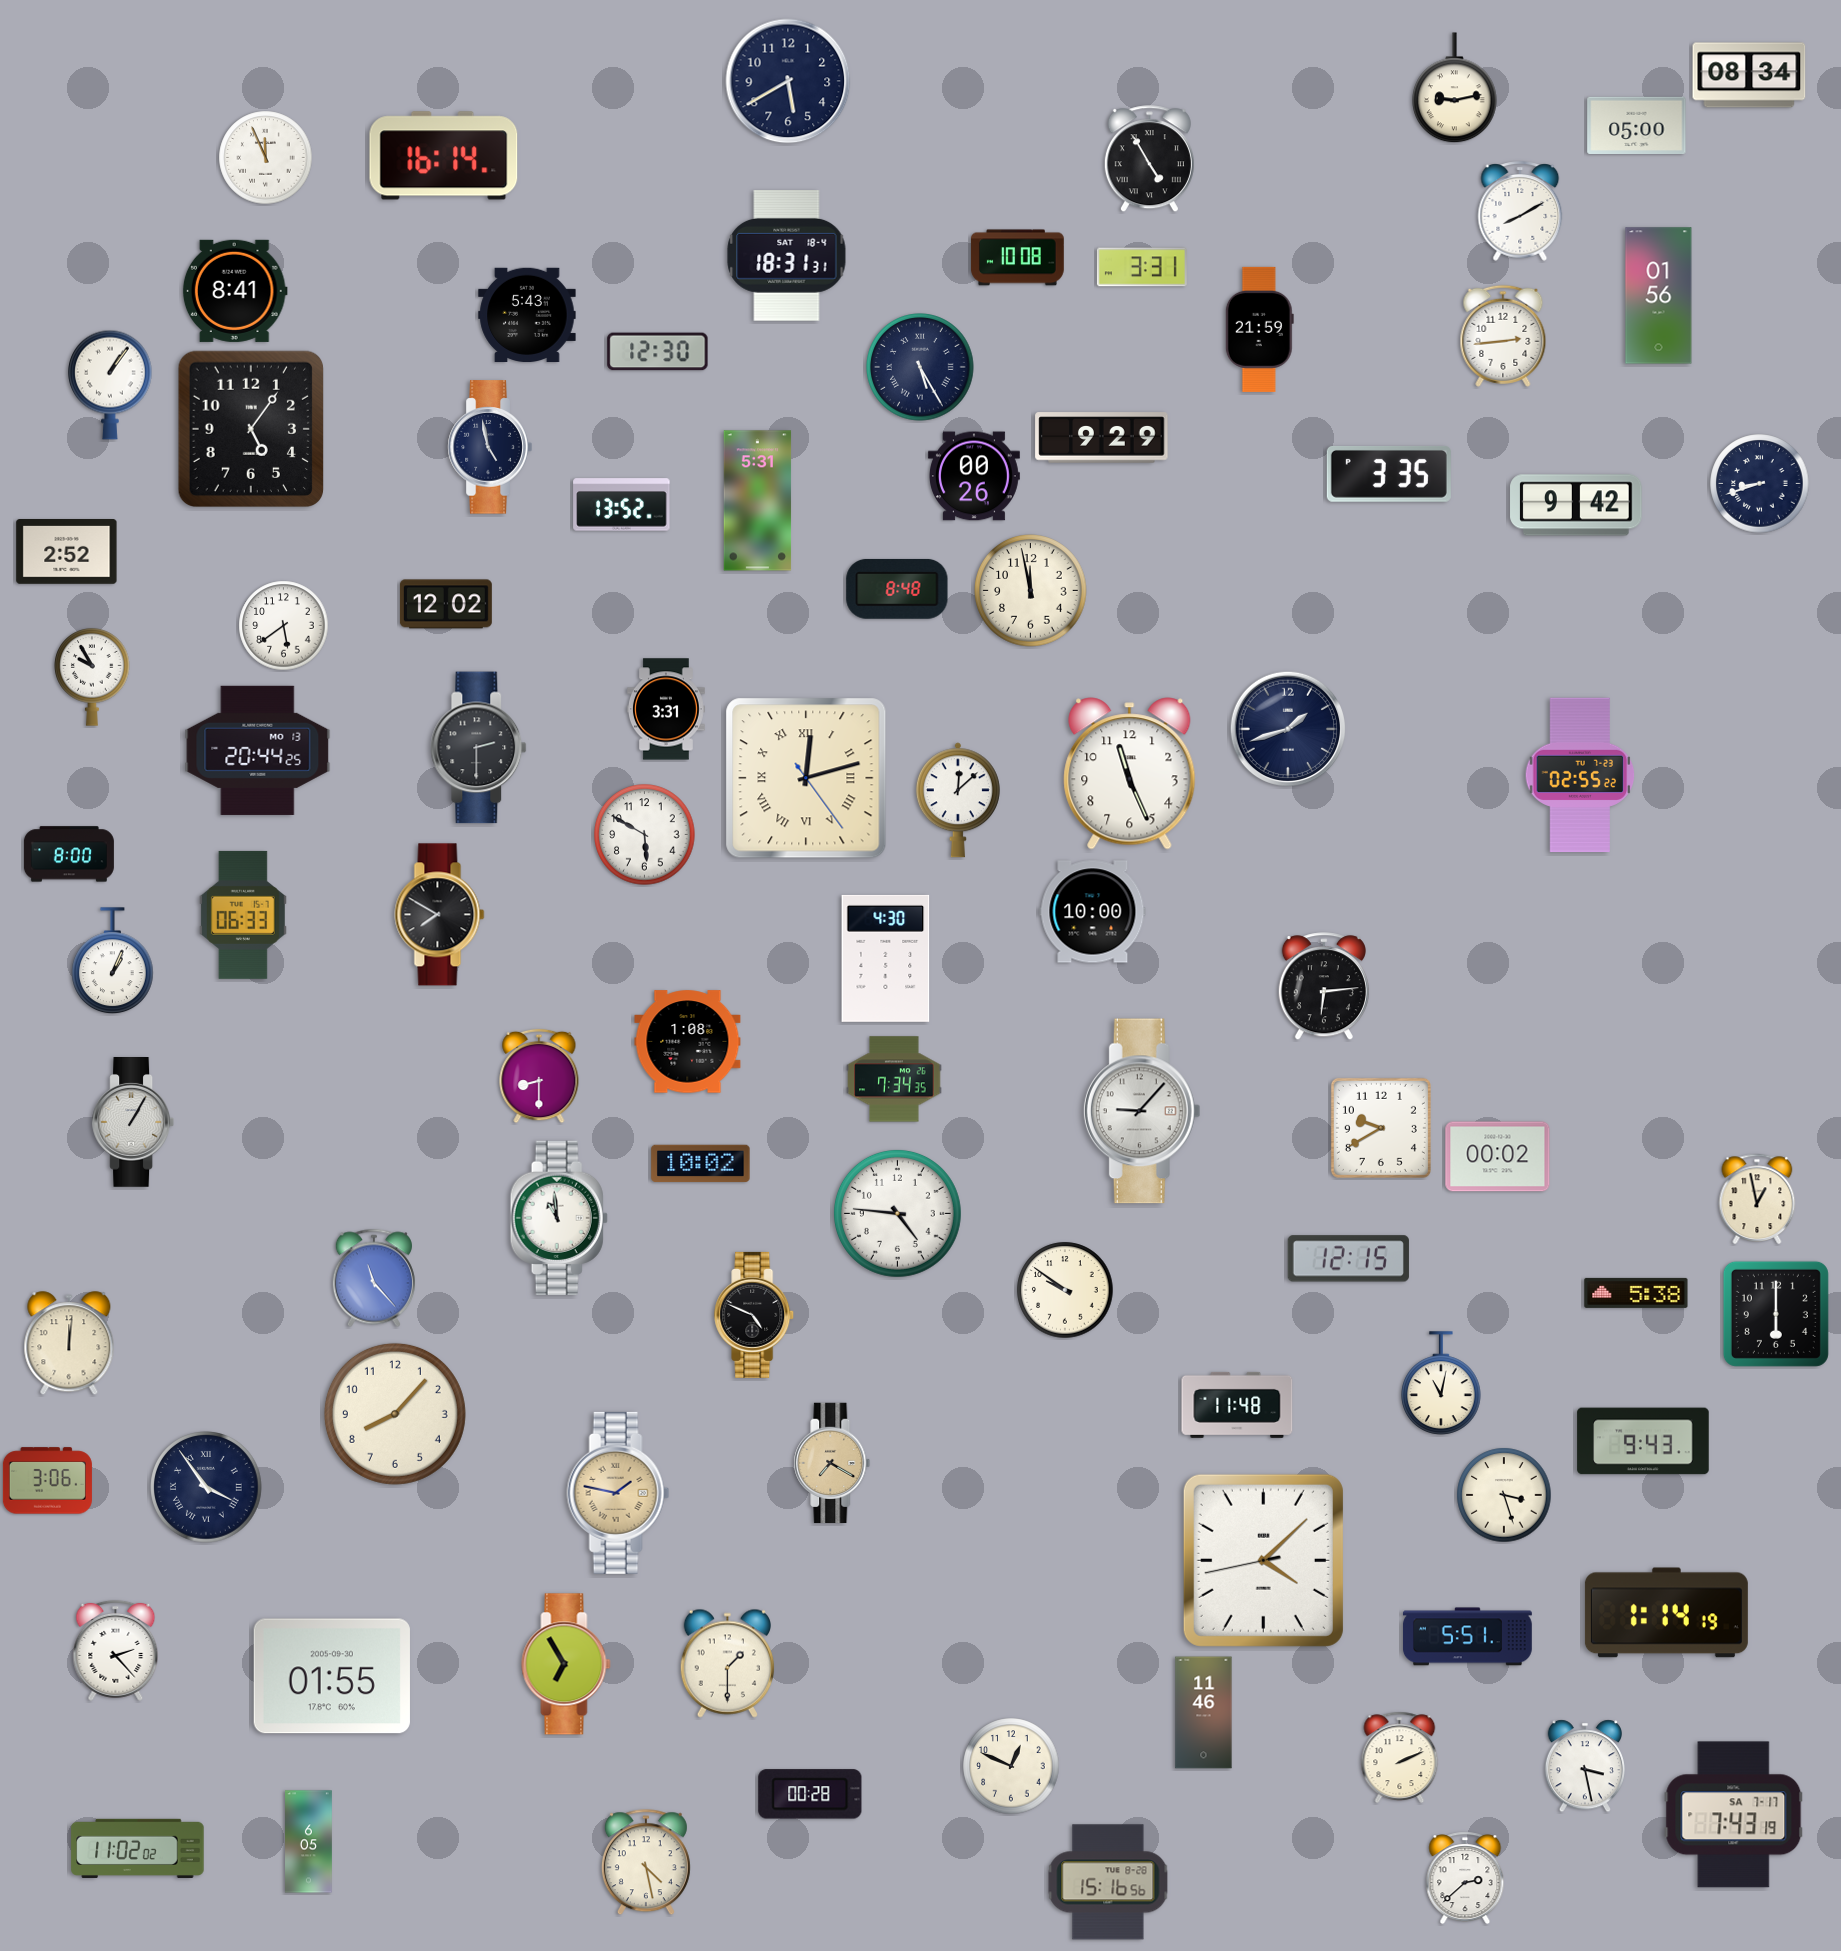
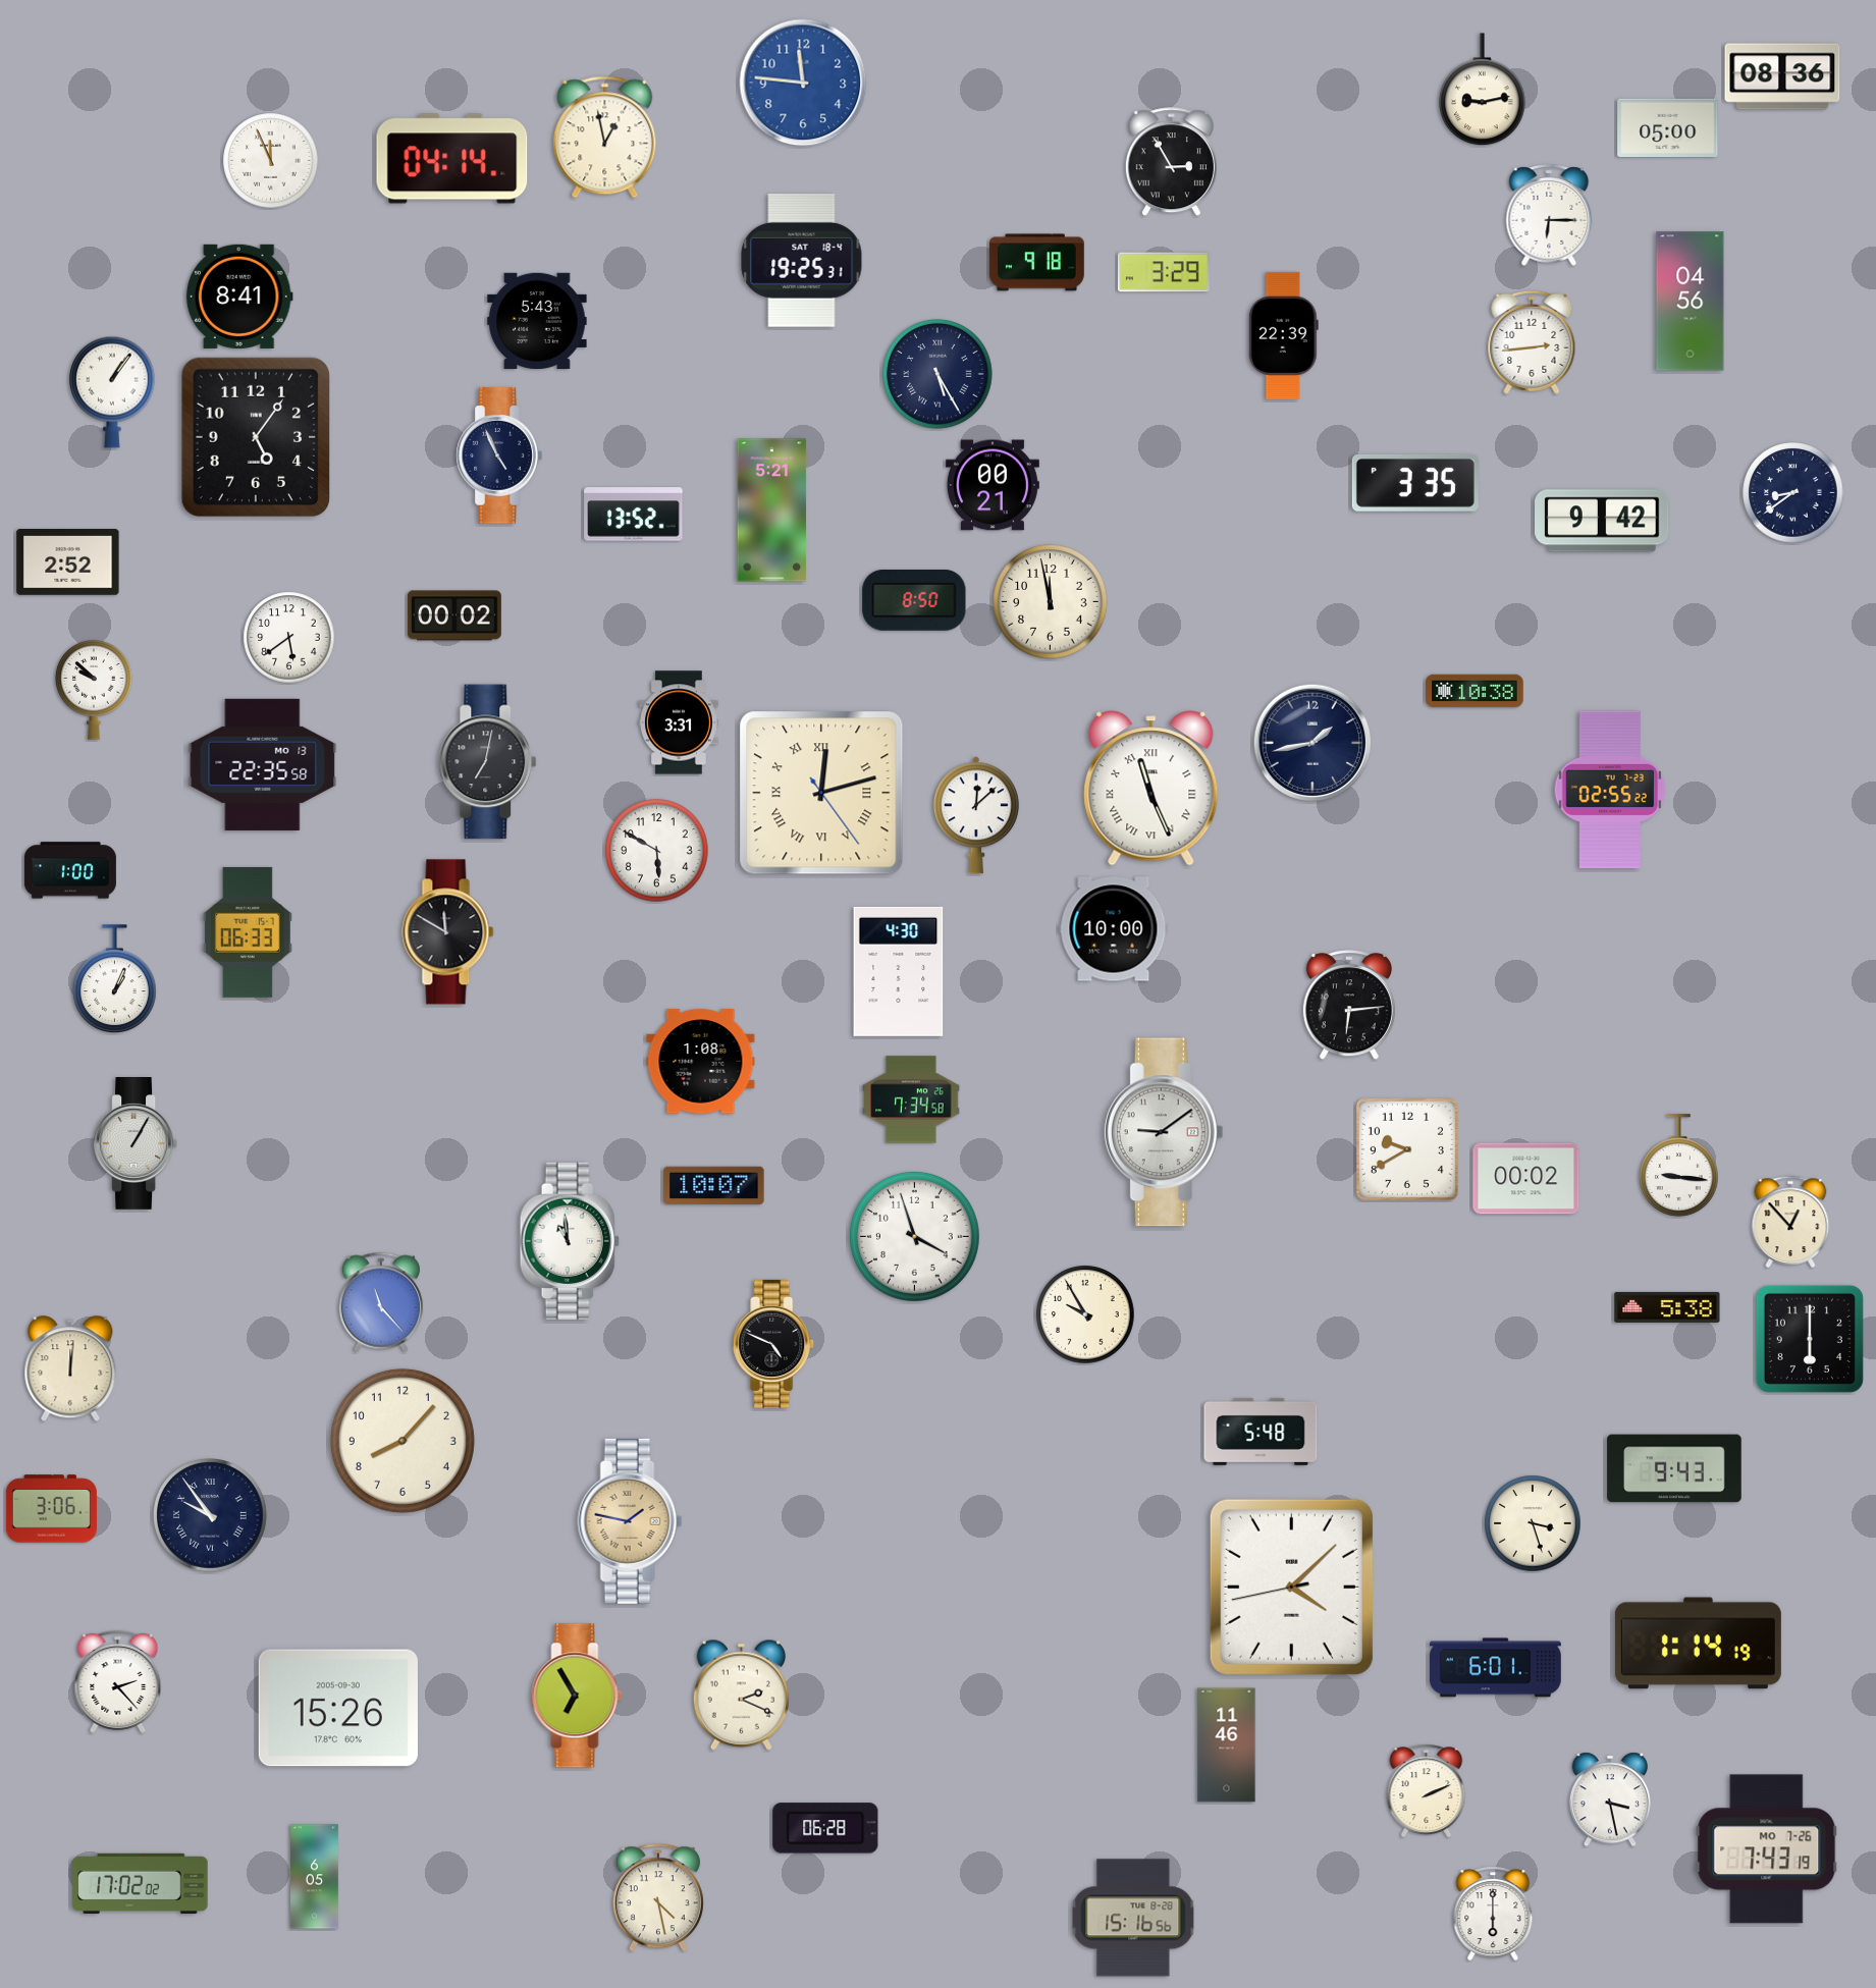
clock at (1749, 75): 08:34 -> 08:36
clock at (788, 81): 5:40 -> 11:46
clock at (788, 81) dial: navy -> blue
clock at (605, 138): none -> 12:58
clock at (444, 156): 16:14 -> 04:14
clock at (1149, 159): 4:55 -> 2:55
clock at (1520, 211): 8:10 -> 6:15
clock at (787, 256): 18:31 -> 19:25
clock at (1018, 258): 10:08 -> 9:18
clock at (1142, 267): 3:31 -> 3:29
clock at (1659, 296): 01:56 -> 04:56
clock at (1259, 329): 21:59 -> 22:39
clock at (658, 352): 12:30 -> none
clock at (1102, 438): 9:29 -> none
clock at (490, 447): 4:58 -> 4:56
clock at (974, 476): 00:26 -> 00:21
clock at (1760, 484): 8:42 -> 8:39
clock at (758, 501): 5:31 -> 5:21
clock at (1576, 505) position: (1576, 505) -> (1602, 521)
clock at (897, 589): 8:48 -> 8:50
clock at (446, 604): 12:02 -> 00:02
clock at (92, 677): 9:55 -> 9:52
clock at (1475, 691): none -> 10:38
clock at (1288, 729): 1:42 -> 1:43
clock at (479, 748): 2:30 -> 7:02
clock at (258, 750): 20:44 -> 22:35
clock at (1130, 774) numerals: Arabic -> Roman
clock at (69, 854): 8:00 -> 1:00
clock at (440, 915): 7:50 -> 11:50
clock at (886, 958) position: (886, 958) -> (899, 971)
clock at (539, 1076): 8:30 -> none
clock at (894, 1079): 7:34:35 -> 7:34:58
clock at (1142, 1111): 9:07 -> 9:09
clock at (1679, 1166): none -> 9:16
clock at (701, 1164): 10:02 -> 10:07
clock at (1757, 1199): 12:58 -> 12:53
clock at (897, 1213): 4:46 -> 3:57
clock at (1348, 1259): 12:15 -> none
clock at (1065, 1290): 9:51 -> 9:55
clock at (1636, 1293) position: (1636, 1293) -> (1667, 1307)
clock at (755, 1315) position: (755, 1315) -> (774, 1344)
clock at (1441, 1383): 11:02 -> none
clock at (1237, 1405): 11:48 -> 5:48
clock at (832, 1463): 7:20 -> none
clock at (47, 1481) position: (47, 1481) -> (51, 1509)
clock at (206, 1487): 3:54 -> 9:54
clock at (1263, 1560) position: (1263, 1560) -> (1291, 1587)
clock at (1467, 1637): 5:51 -> 6:01
clock at (727, 1663): 1:30 -> 2:19
clock at (332, 1676): 01:55 -> 15:26
clock at (1011, 1766): 12:49 -> none
clock at (1585, 1766) position: (1585, 1766) -> (1610, 1799)
clock at (810, 1794): 00:28 -> 06:28
clock at (1734, 1815) date: SA 7-17 -> MO 7-26
clock at (138, 1848): 11:02 -> 17:02
clock at (1465, 1878): 2:38 -> 6:00
clock at (1108, 1882) position: (1108, 1882) -> (1133, 1918)
